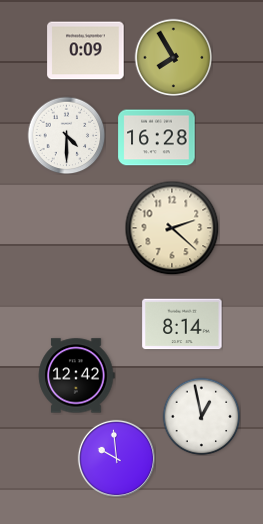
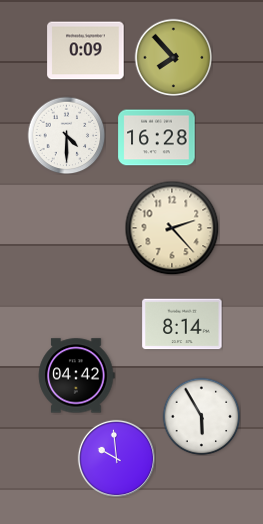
clock at (173, 57): 7:55 -> 7:53
clock at (172, 228): 2:22 -> 2:23
clock at (76, 376): 12:42 -> 04:42
clock at (201, 416): 12:58 -> 5:55
